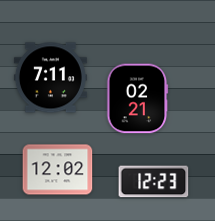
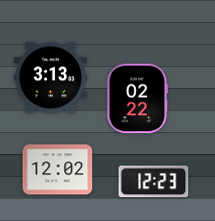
clock at (50, 78): 7:11 -> 3:13
clock at (138, 99): 02:21 -> 02:22
